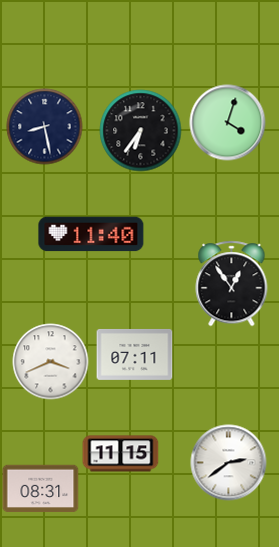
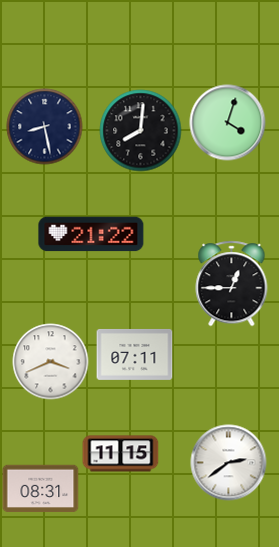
clock at (141, 131): 6:36 -> 8:01
clock at (91, 234): 11:40 -> 21:22
clock at (232, 284): 12:54 -> 12:45
